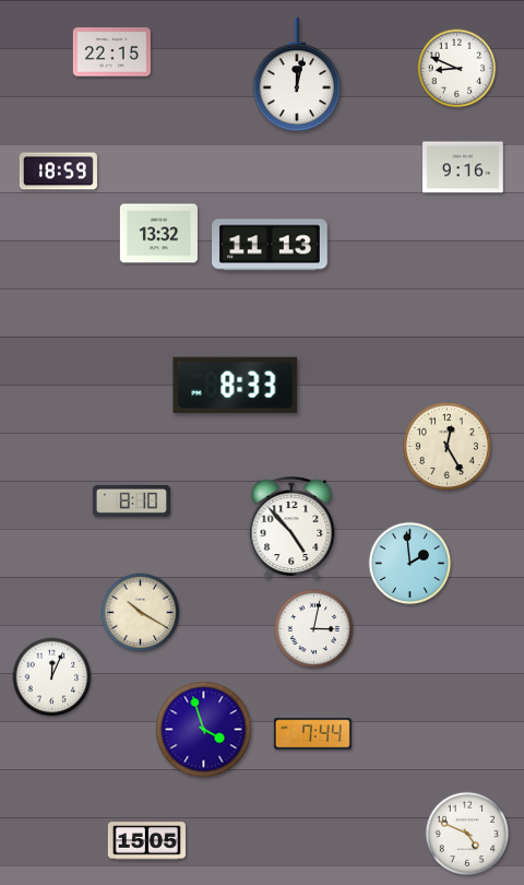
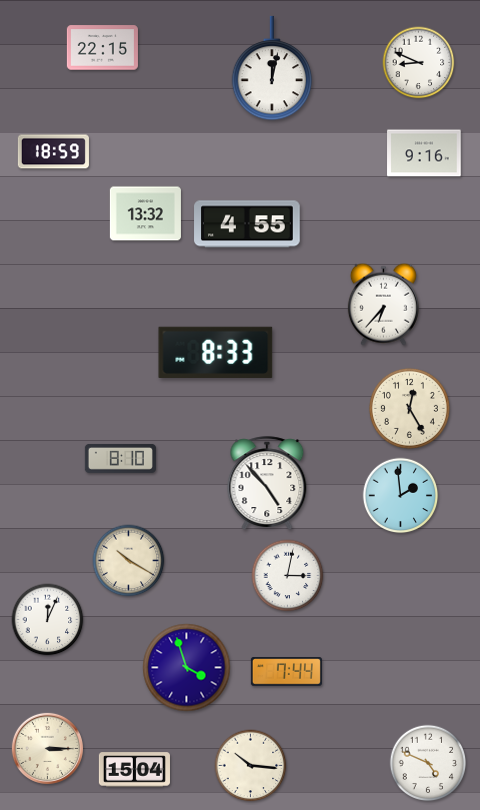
clock at (58, 172) position: (58, 172) -> (53, 152)
clock at (270, 245): 11:13 -> 4:55
clock at (383, 304): none -> 6:37
clock at (410, 564) position: (410, 564) -> (401, 496)
clock at (47, 748): none -> 3:15
clock at (251, 766): none -> 10:16
clock at (146, 841): 15:05 -> 15:04
